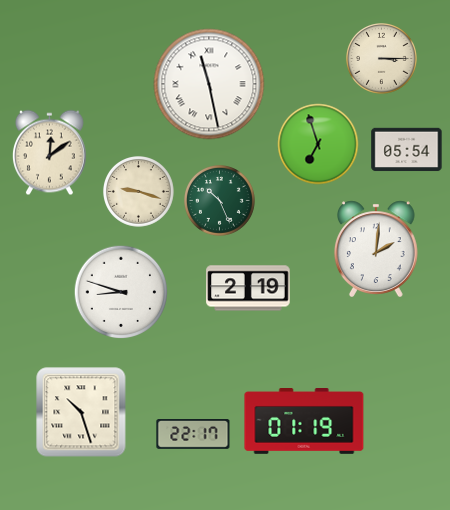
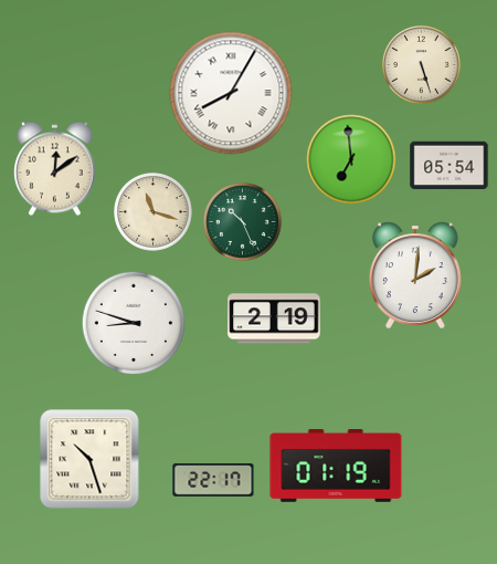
clock at (382, 59): 3:15 -> 5:27
clock at (209, 84): 11:28 -> 8:05
clock at (318, 144): 6:57 -> 6:59
clock at (139, 192): 9:18 -> 11:18
clock at (81, 412) position: (81, 412) -> (89, 459)
